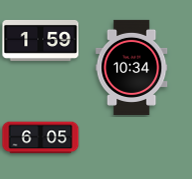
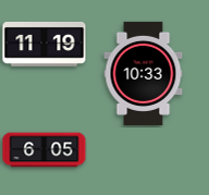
clock at (41, 40): 1:59 -> 11:19
clock at (132, 67): 10:34 -> 10:33
